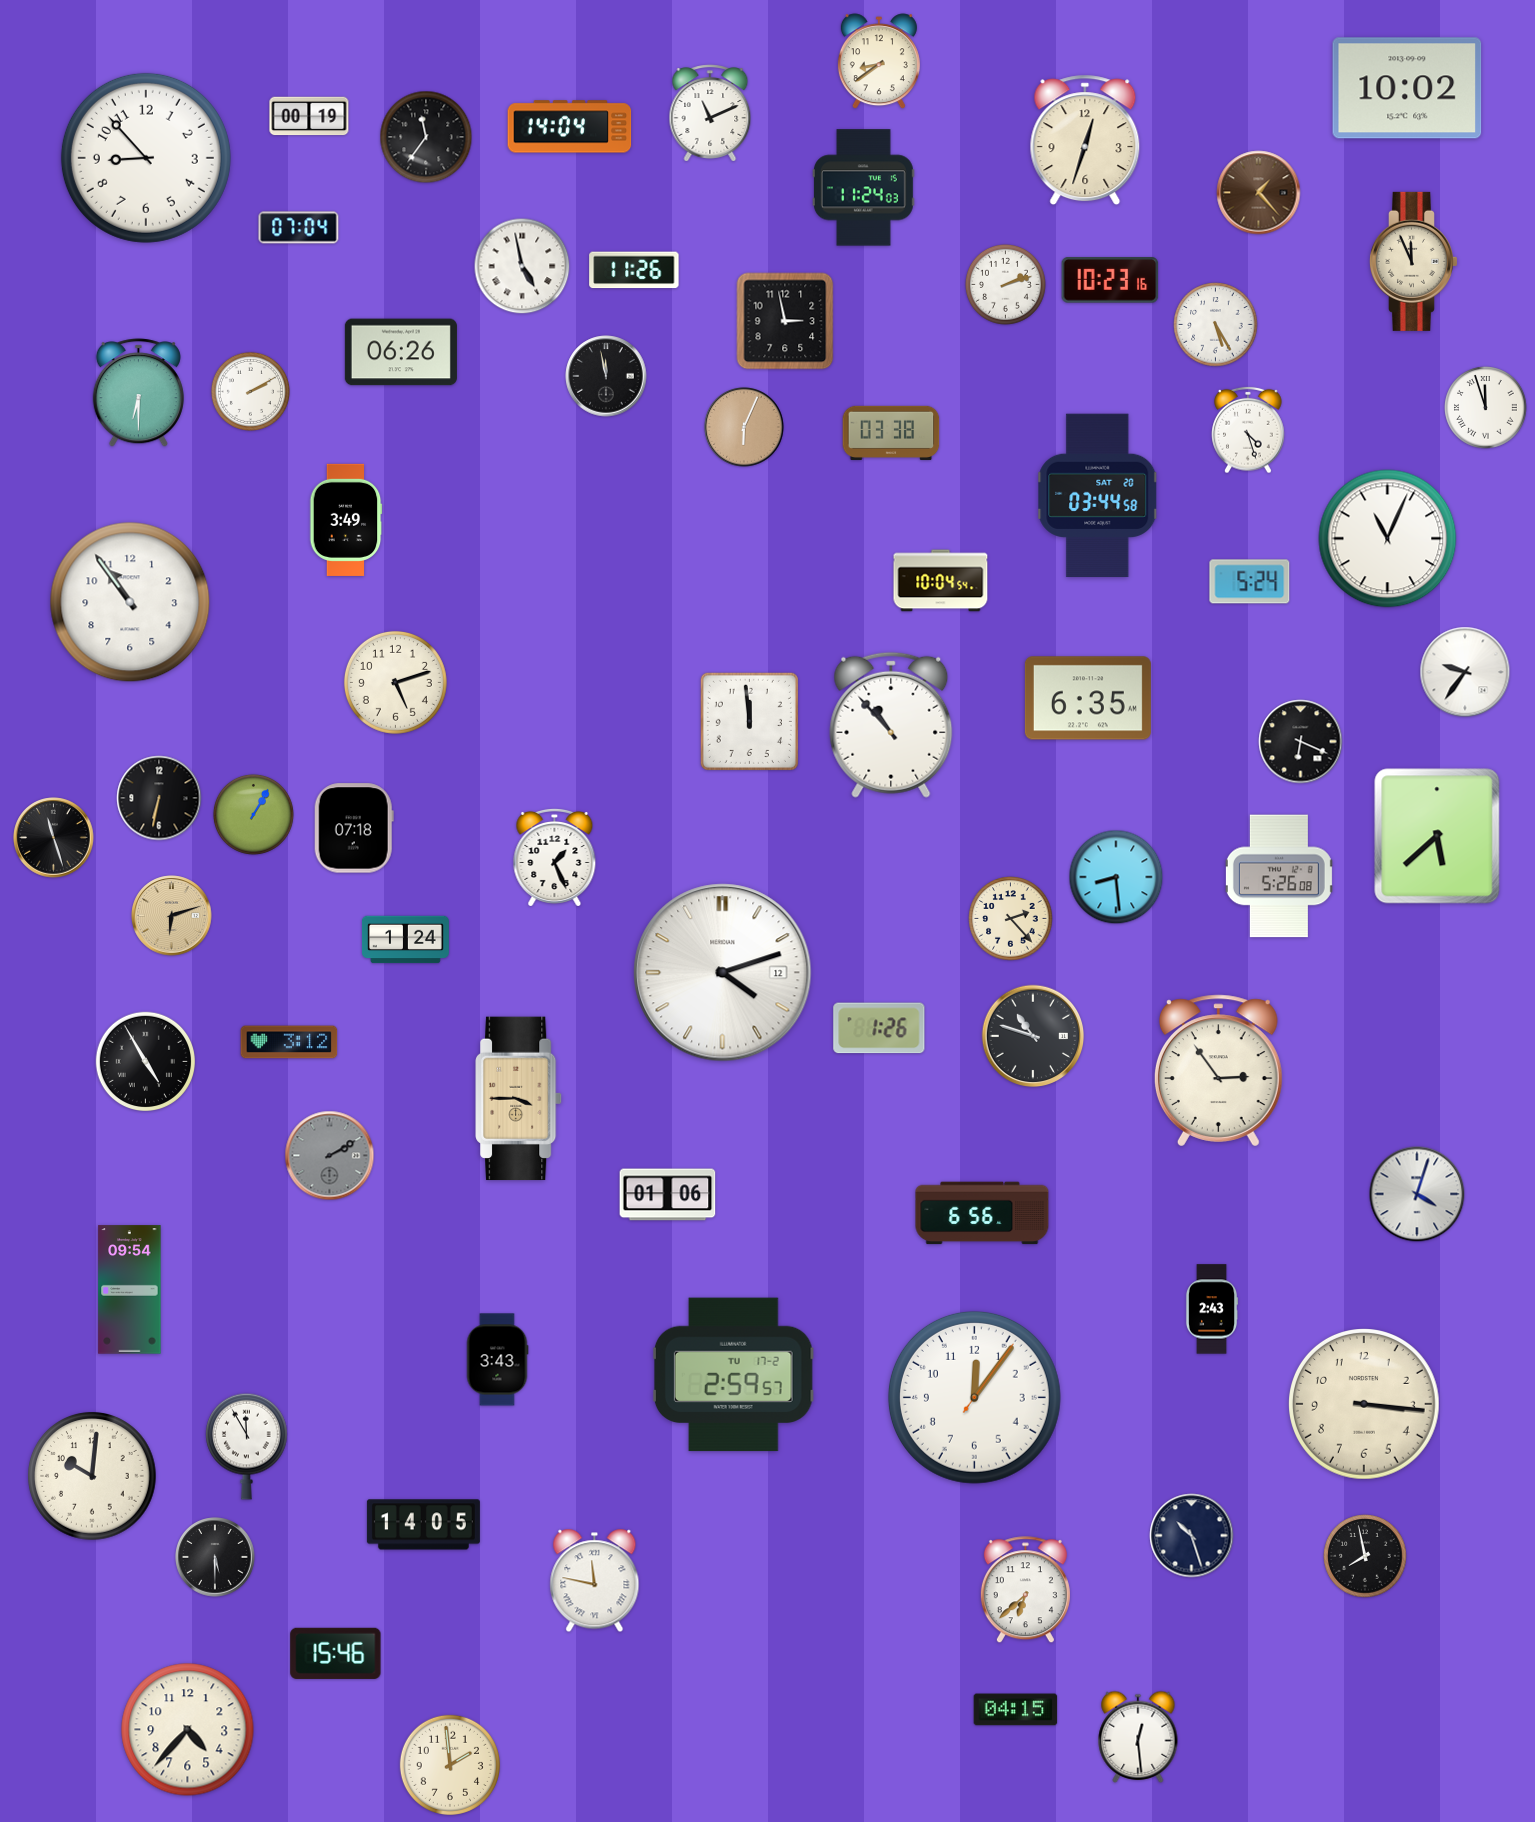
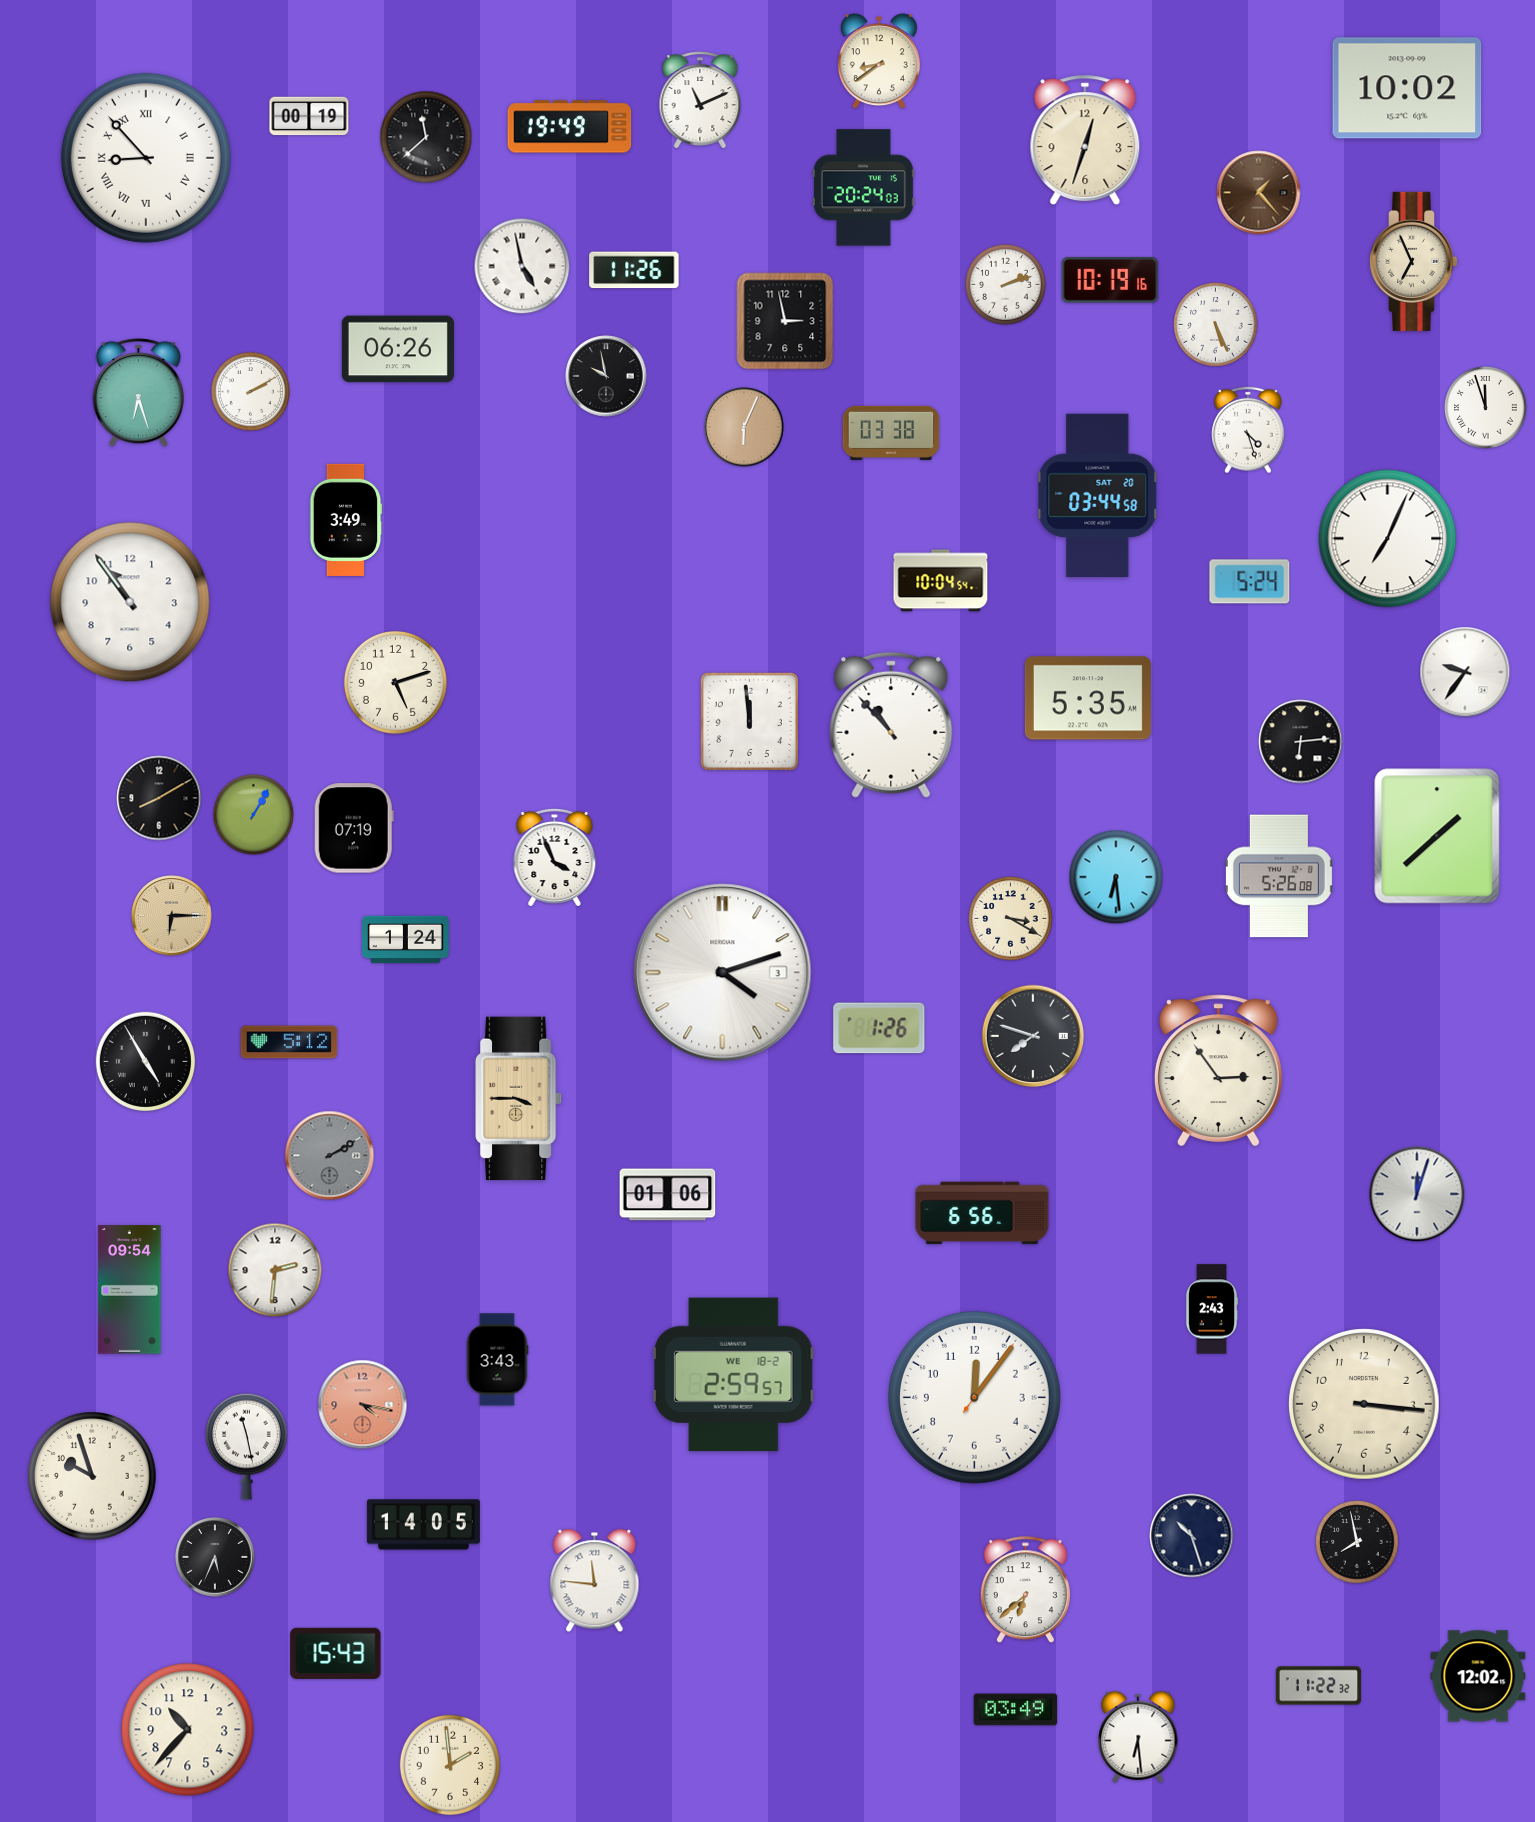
clock at (710, 113) position: (710, 113) -> (700, 100)
clock at (570, 127): 14:04 -> 19:49
clock at (426, 137): 11:36 -> 11:38
clock at (146, 158) numerals: Arabic -> Roman
clock at (863, 188): 11:24 -> 20:24
clock at (299, 228): 07:04 -> none
clock at (1413, 261): 11:56 -> 6:56
clock at (1110, 280): 10:23 -> 10:19
clock at (1216, 325): 5:25 -> 5:26
clock at (401, 352) position: (401, 352) -> (398, 349)
clock at (606, 376): 11:58 -> 9:58
clock at (138, 393): 6:30 -> 6:27
clock at (1388, 539): 11:04 -> 7:04
clock at (1088, 698): 6:35 -> 5:35
clock at (1301, 742): 6:19 -> 6:14
clock at (159, 798): 6:32 -> 8:10
clock at (354, 828): 07:18 -> 07:19
clock at (1437, 836): 5:38 -> 1:38
clock at (54, 838): 11:27 -> none
clock at (555, 857): 1:26 -> 3:56
clock at (1116, 877): 8:29 -> 6:29
clock at (172, 916): 6:12 -> 6:15
clock at (1011, 919): 2:23 -> 3:20
clock at (723, 973) date: 12 -> 3
clock at (1033, 1036): 10:48 -> 7:48
clock at (289, 1042): 3:12 -> 5:12
clock at (1417, 1194): 4:03 -> 12:03
clock at (275, 1270): none -> 2:31
clock at (733, 1375) date: TU 17-2 -> WE 18-2
clock at (363, 1405): none -> 4:17
clock at (247, 1446): 11:55 -> 11:28
clock at (92, 1476): 10:01 -> 9:57
clock at (1365, 1556) position: (1365, 1556) -> (1357, 1542)
clock at (215, 1557): 5:30 -> 5:34
clock at (595, 1581): 11:47 -> 11:46
clock at (336, 1653): 15:46 -> 15:43
clock at (1478, 1676): none -> 12:02
clock at (1318, 1686): none -> 11:22
clock at (1016, 1710): 04:15 -> 03:49
clock at (188, 1730): 4:37 -> 10:37
clock at (1138, 1737): 12:29 -> 6:29
